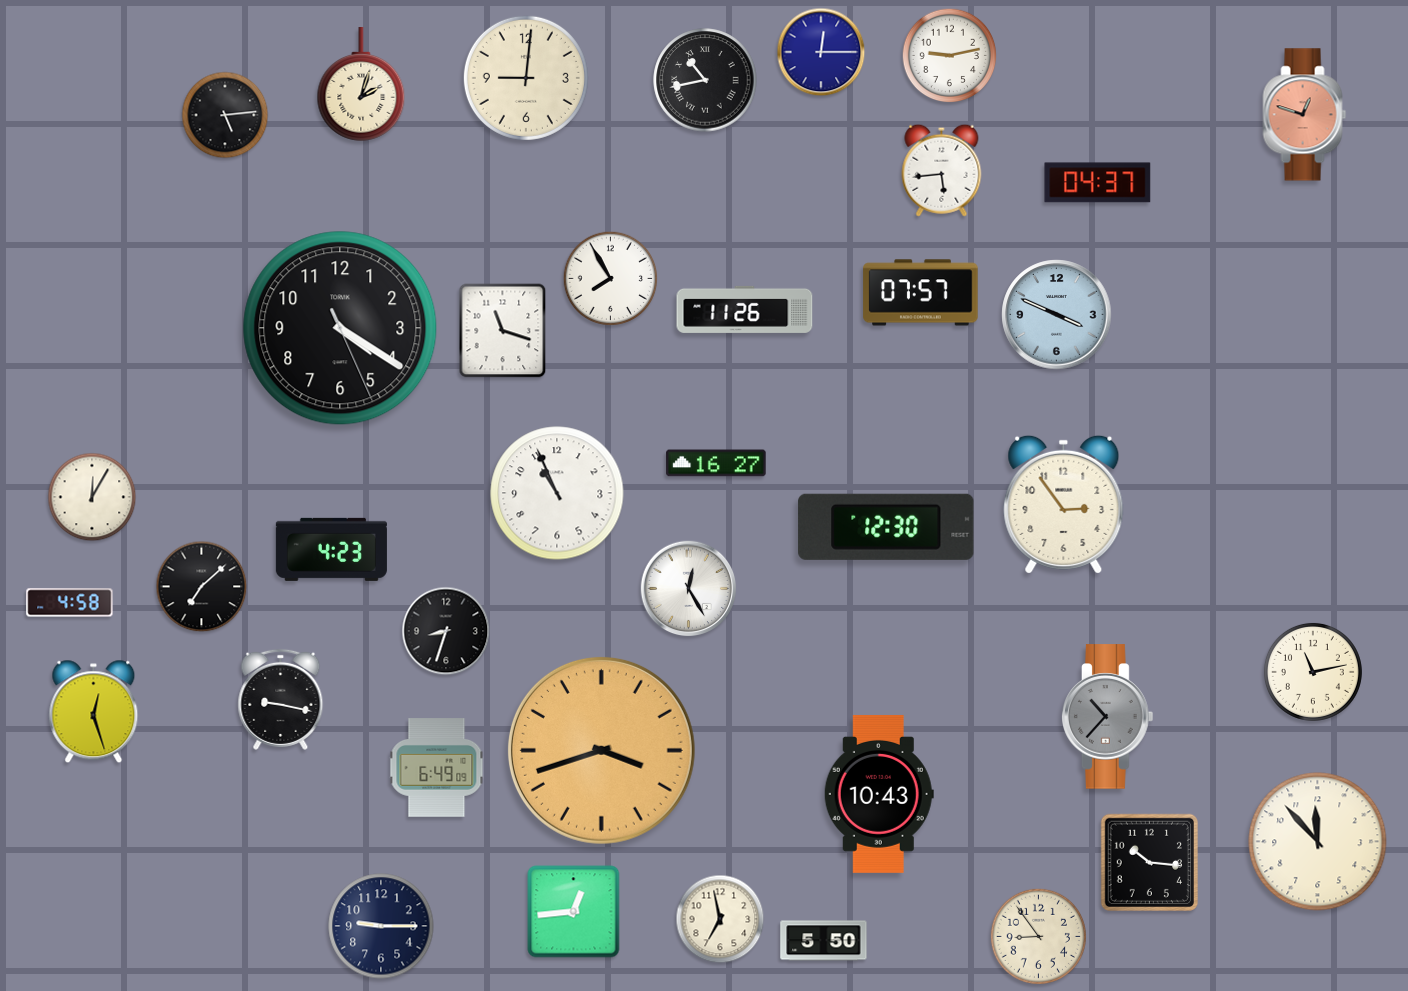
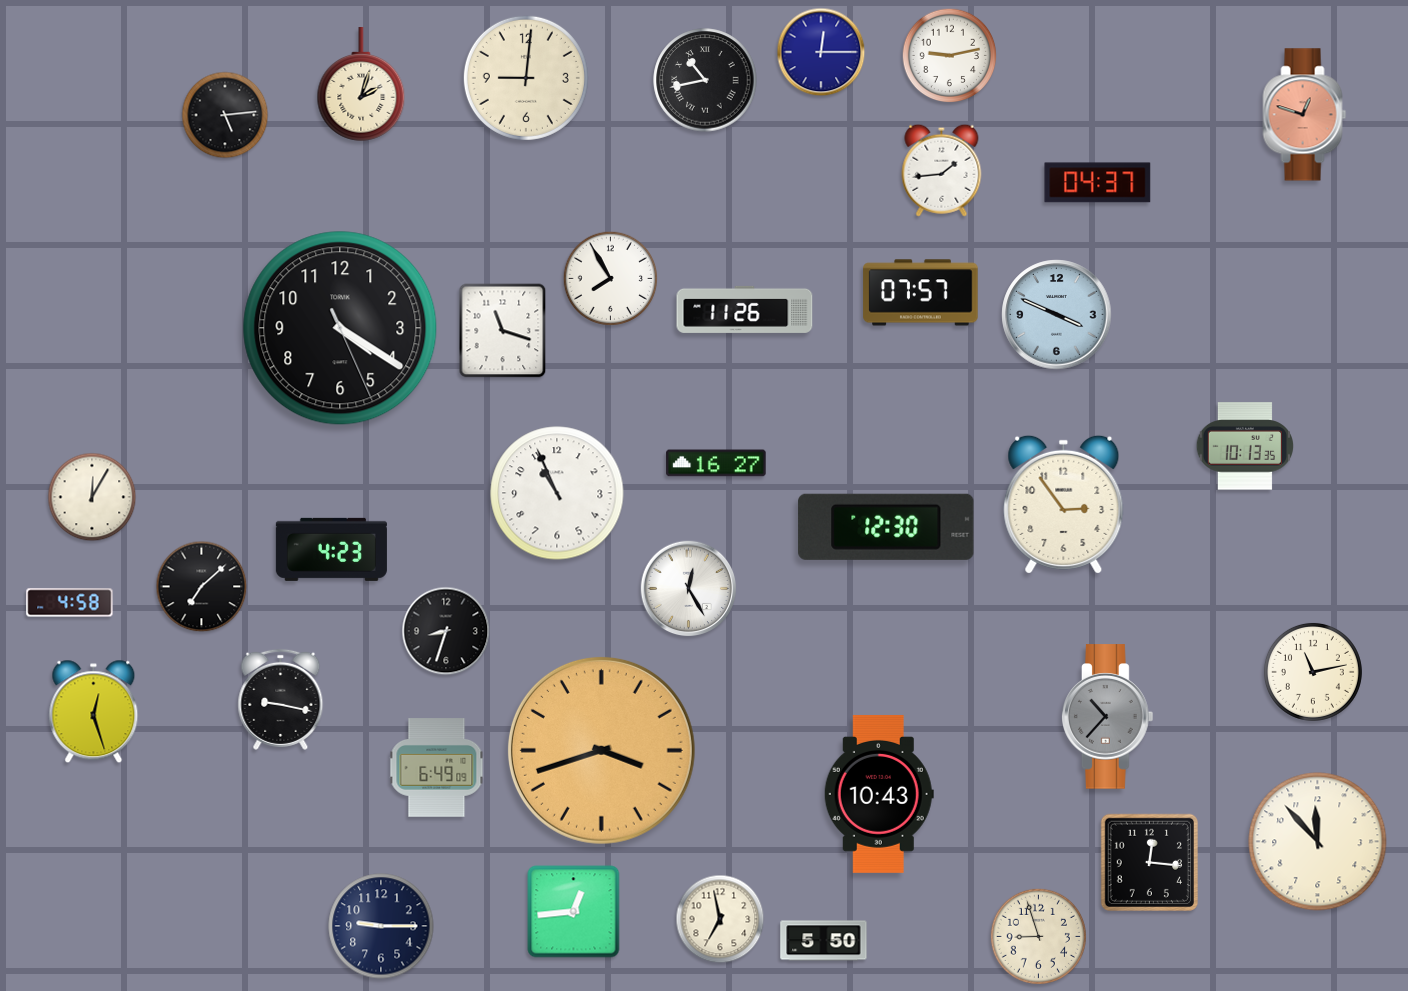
clock at (942, 170): 5:44 -> 1:44
clock at (1244, 446): none -> 10:13
clock at (1149, 862): 10:16 -> 12:16
clock at (1038, 936): 8:54 -> 8:57
